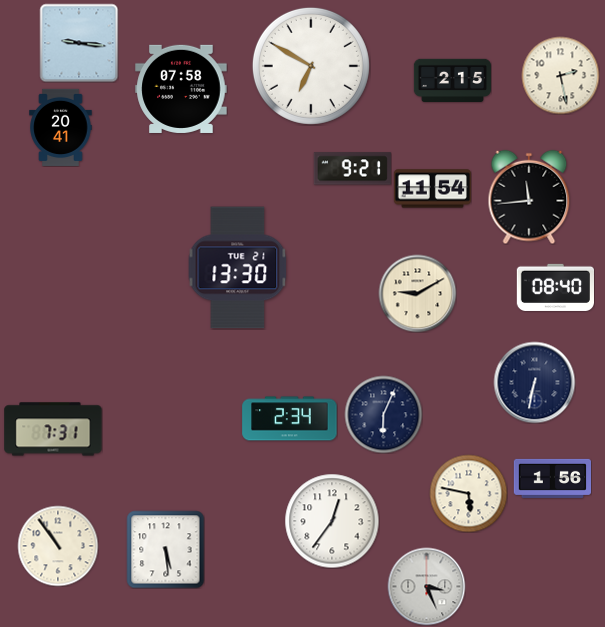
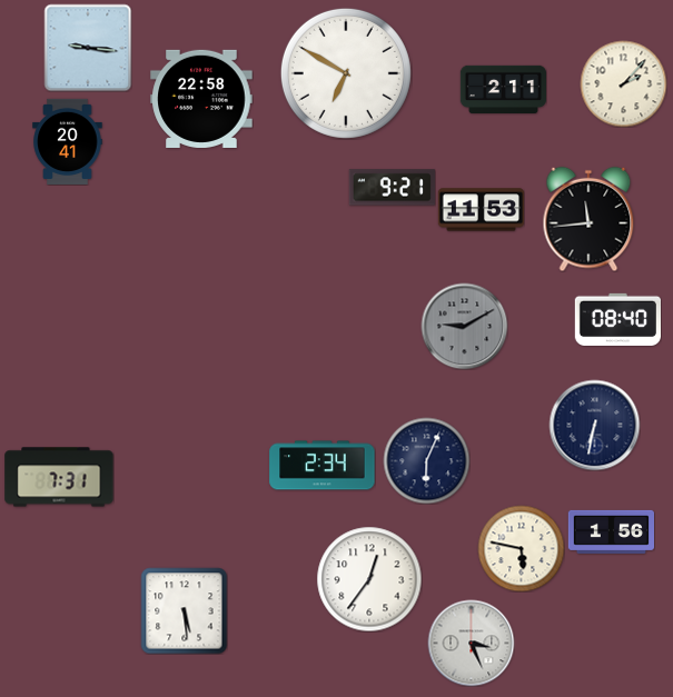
clock at (560, 75): 2:28 -> 2:07
clock at (452, 81): 2:15 -> 2:11
clock at (181, 89): 07:58 -> 22:58
clock at (432, 189): 11:54 -> 11:53
clock at (238, 268): 13:30 -> none
clock at (417, 293) dial: cream -> grey
clock at (552, 478) position: (552, 478) -> (611, 531)
clock at (58, 546): 10:54 -> none
clock at (426, 586) position: (426, 586) -> (471, 643)
